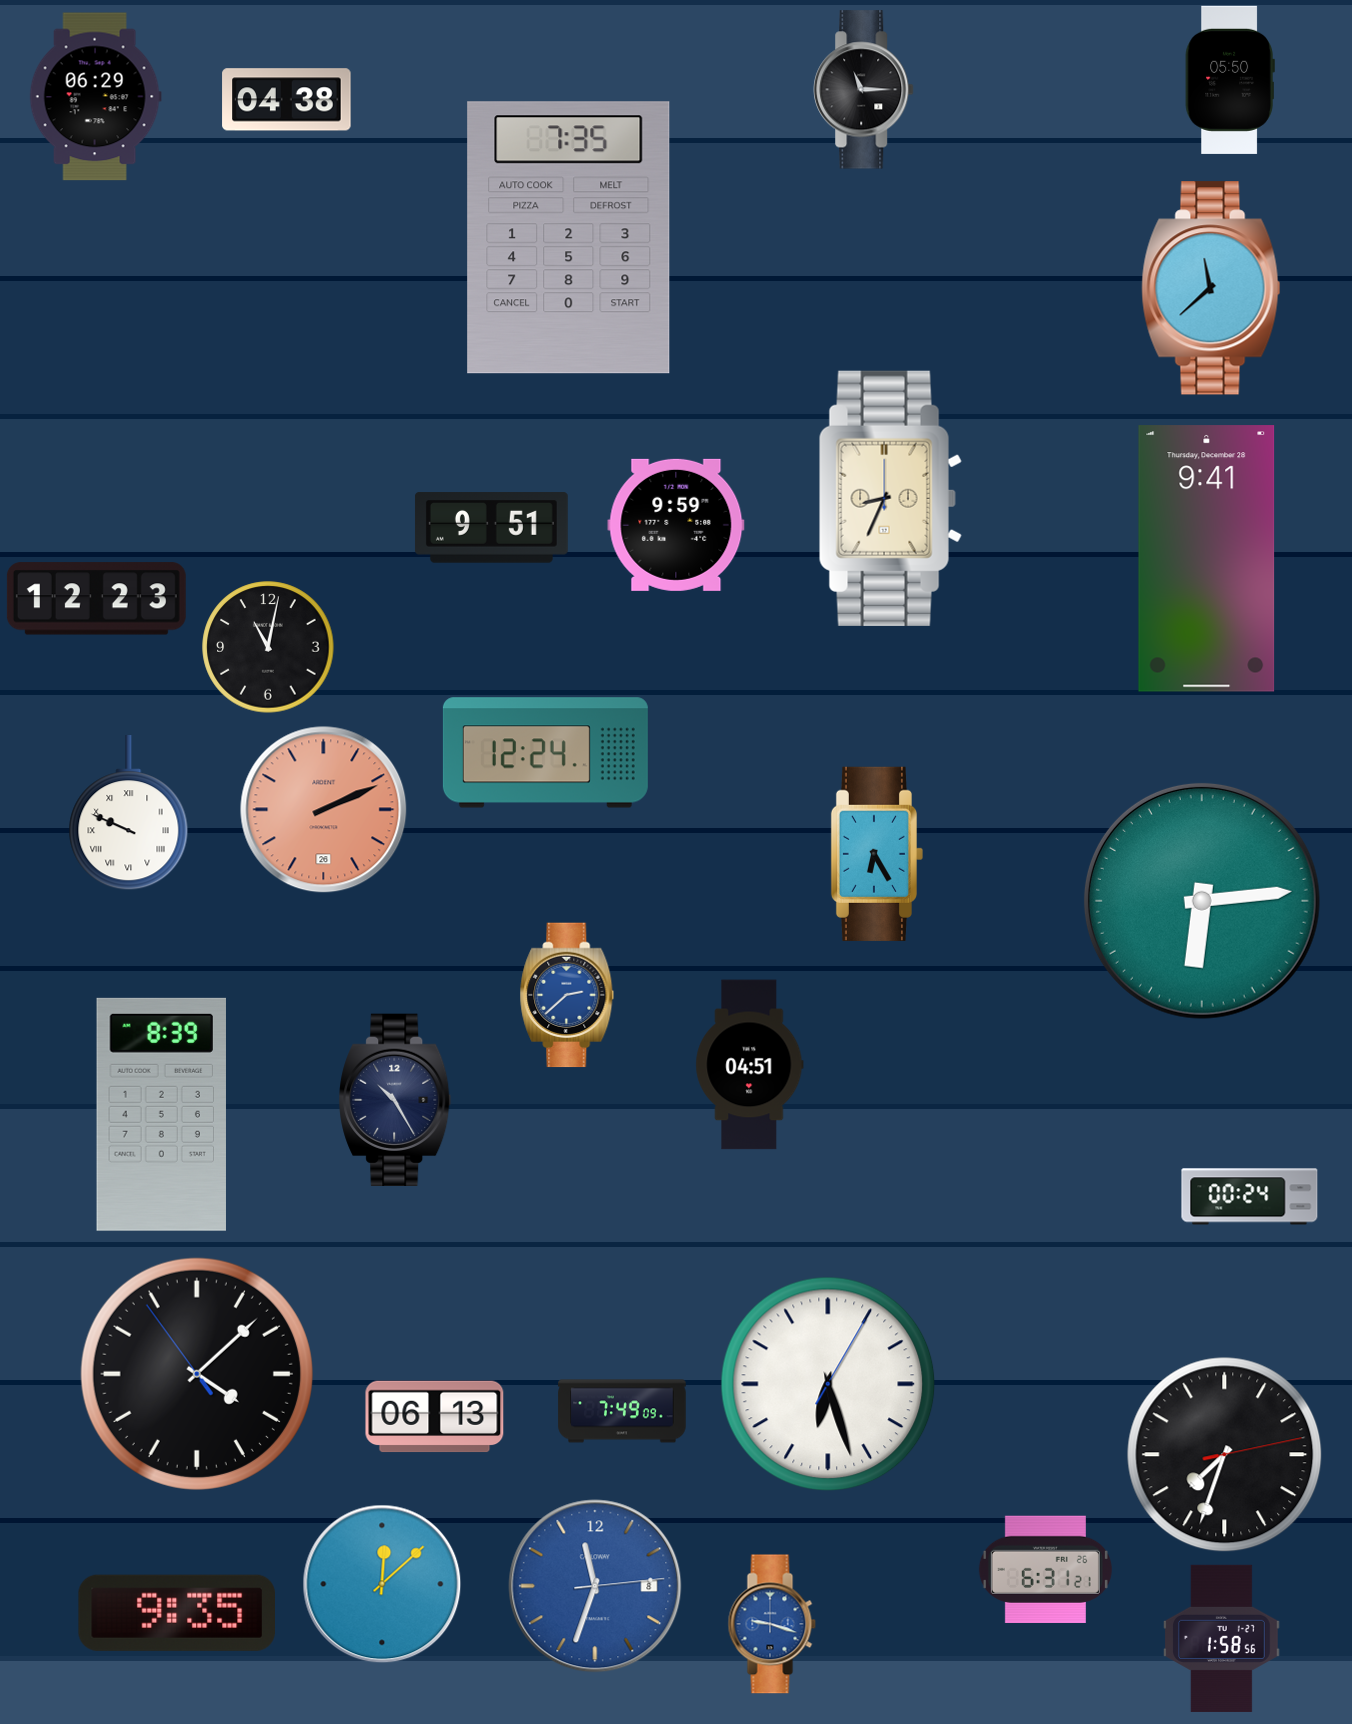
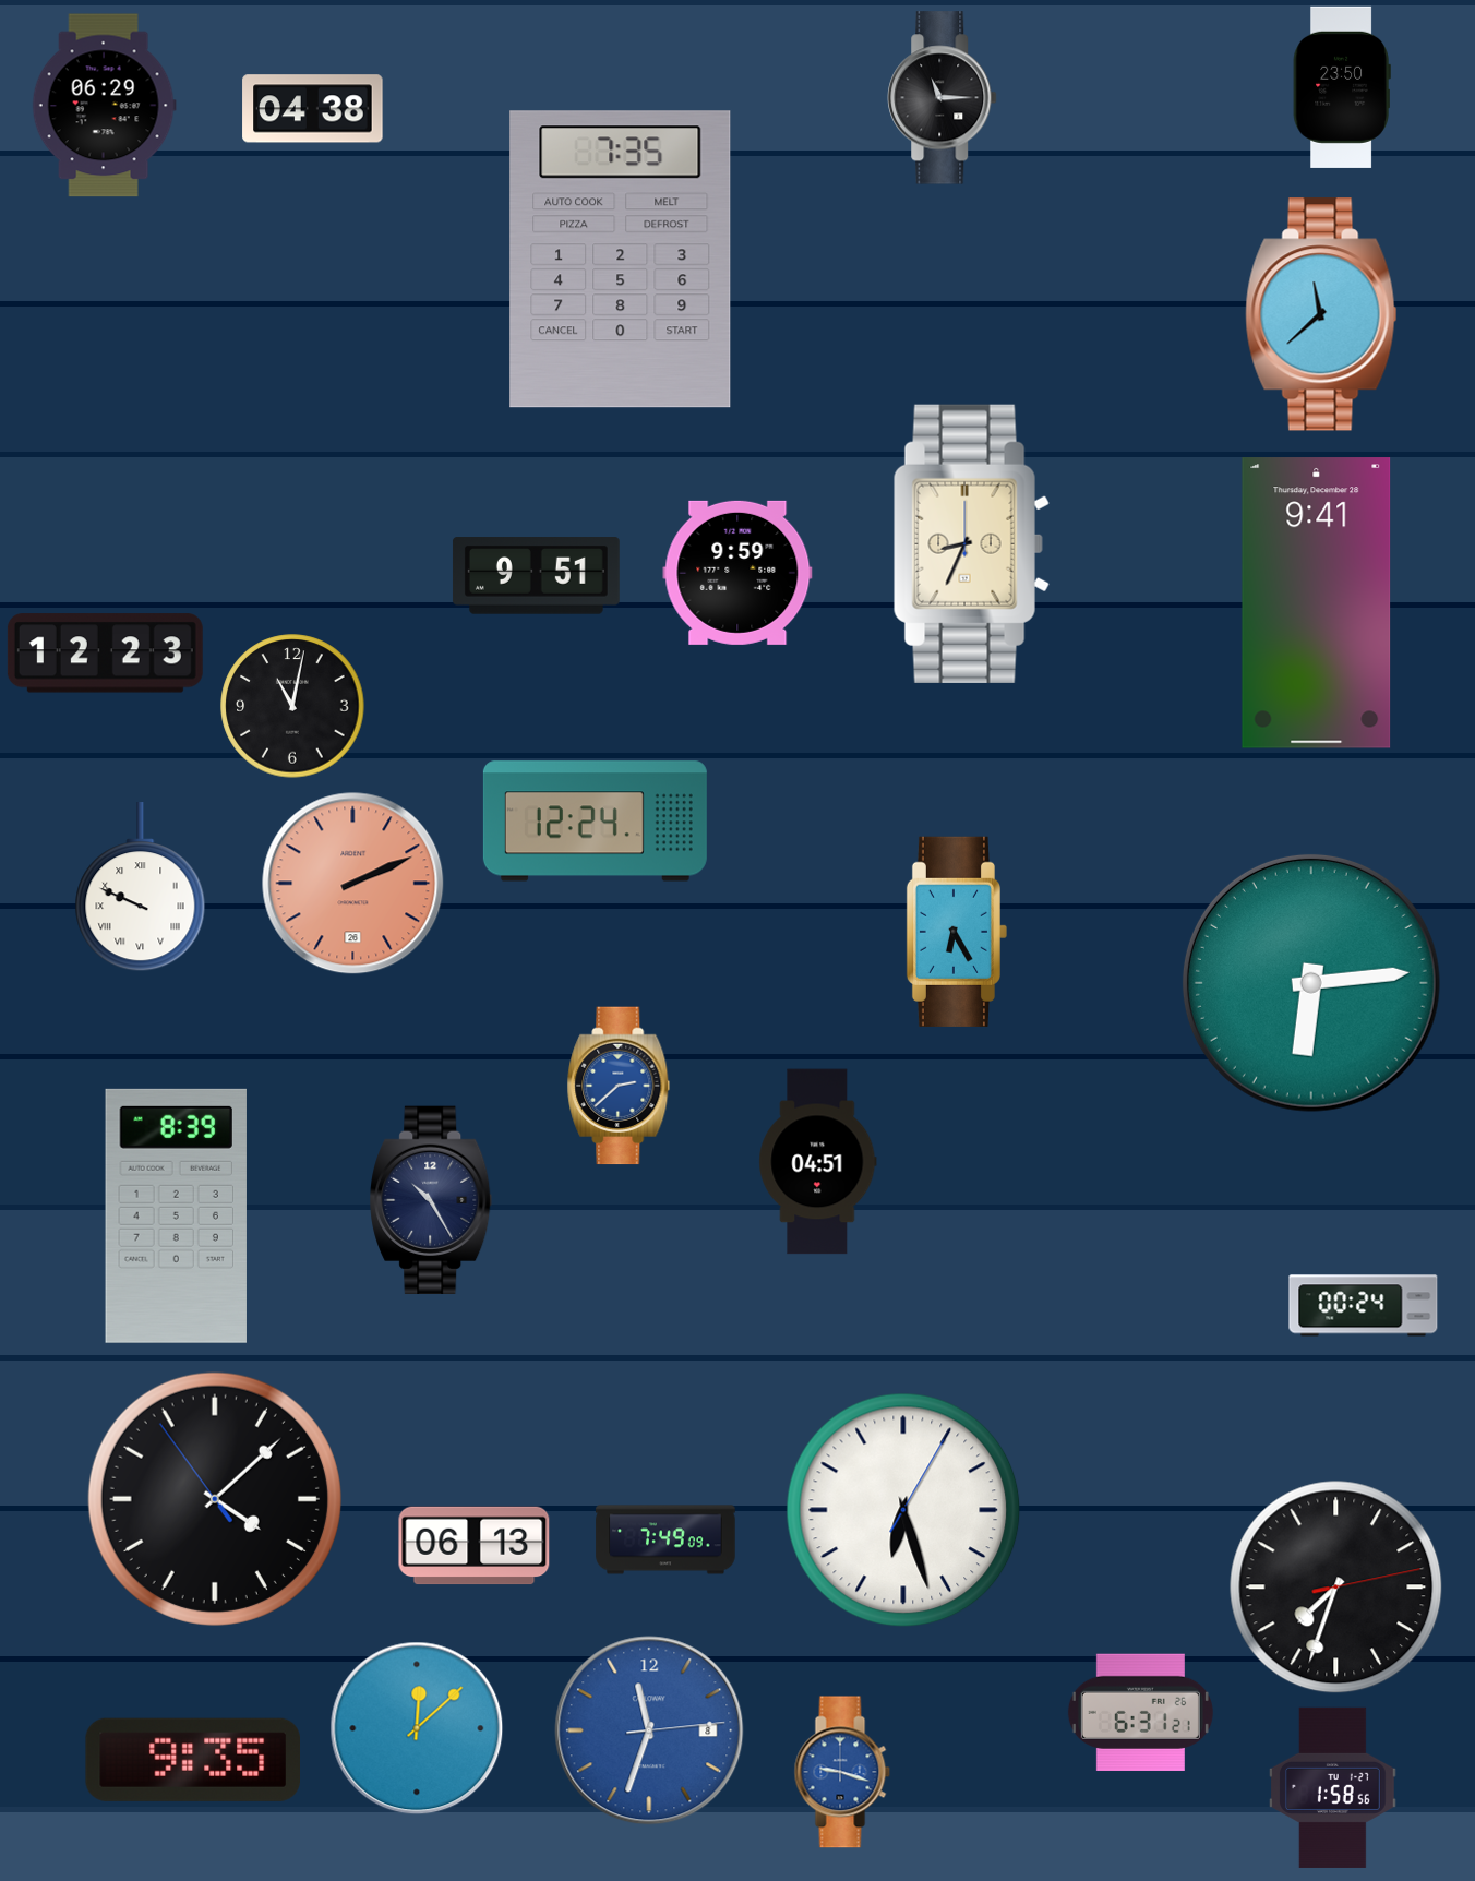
clock at (1230, 80): 05:50 -> 23:50
clock at (1207, 559) position: (1207, 559) -> (1317, 603)
clock at (622, 1411) position: (622, 1411) -> (665, 1539)
